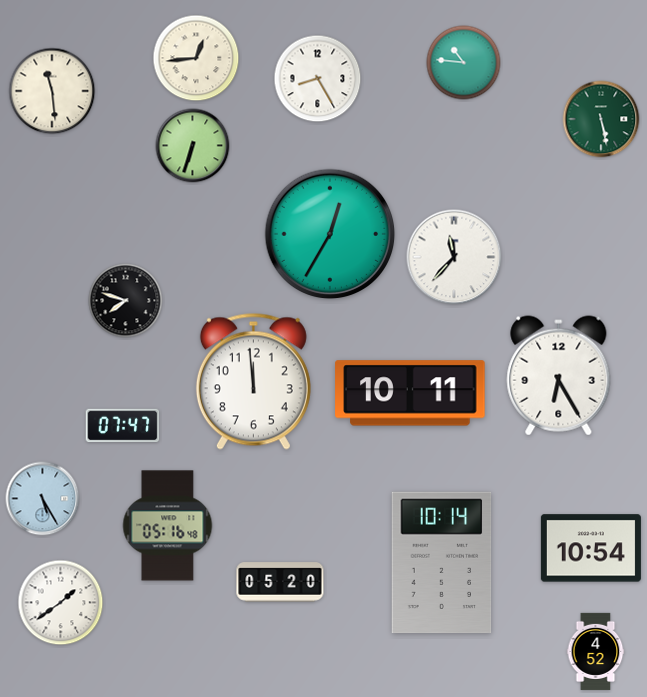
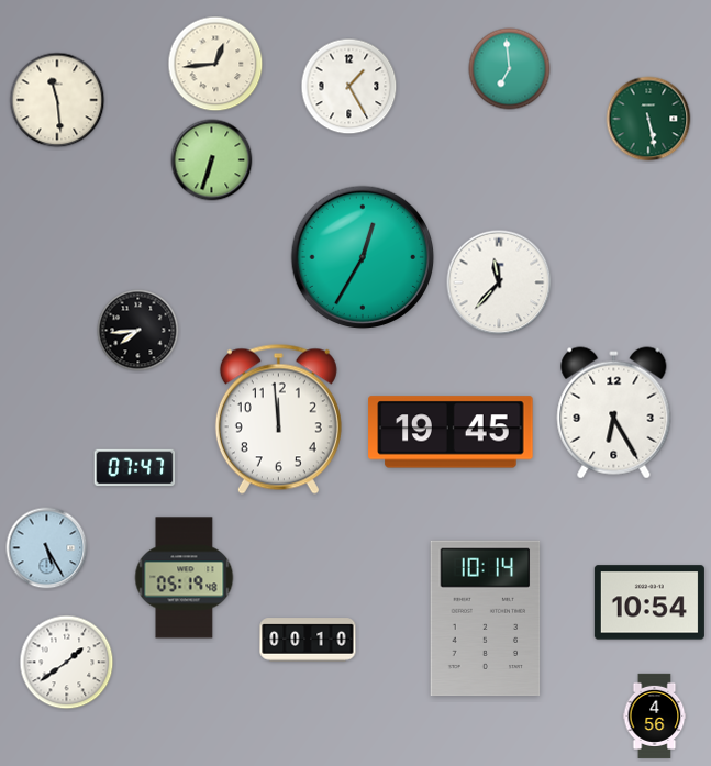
clock at (464, 63): 10:46 -> 6:59
clock at (318, 79): 8:25 -> 1:25
clock at (601, 119) position: (601, 119) -> (648, 119)
clock at (126, 301): 7:48 -> 7:44
clock at (410, 393): 10:11 -> 19:45
clock at (168, 526): 05:16 -> 05:19
clock at (280, 582): 05:20 -> 00:10
clock at (596, 651): 4:52 -> 4:56
